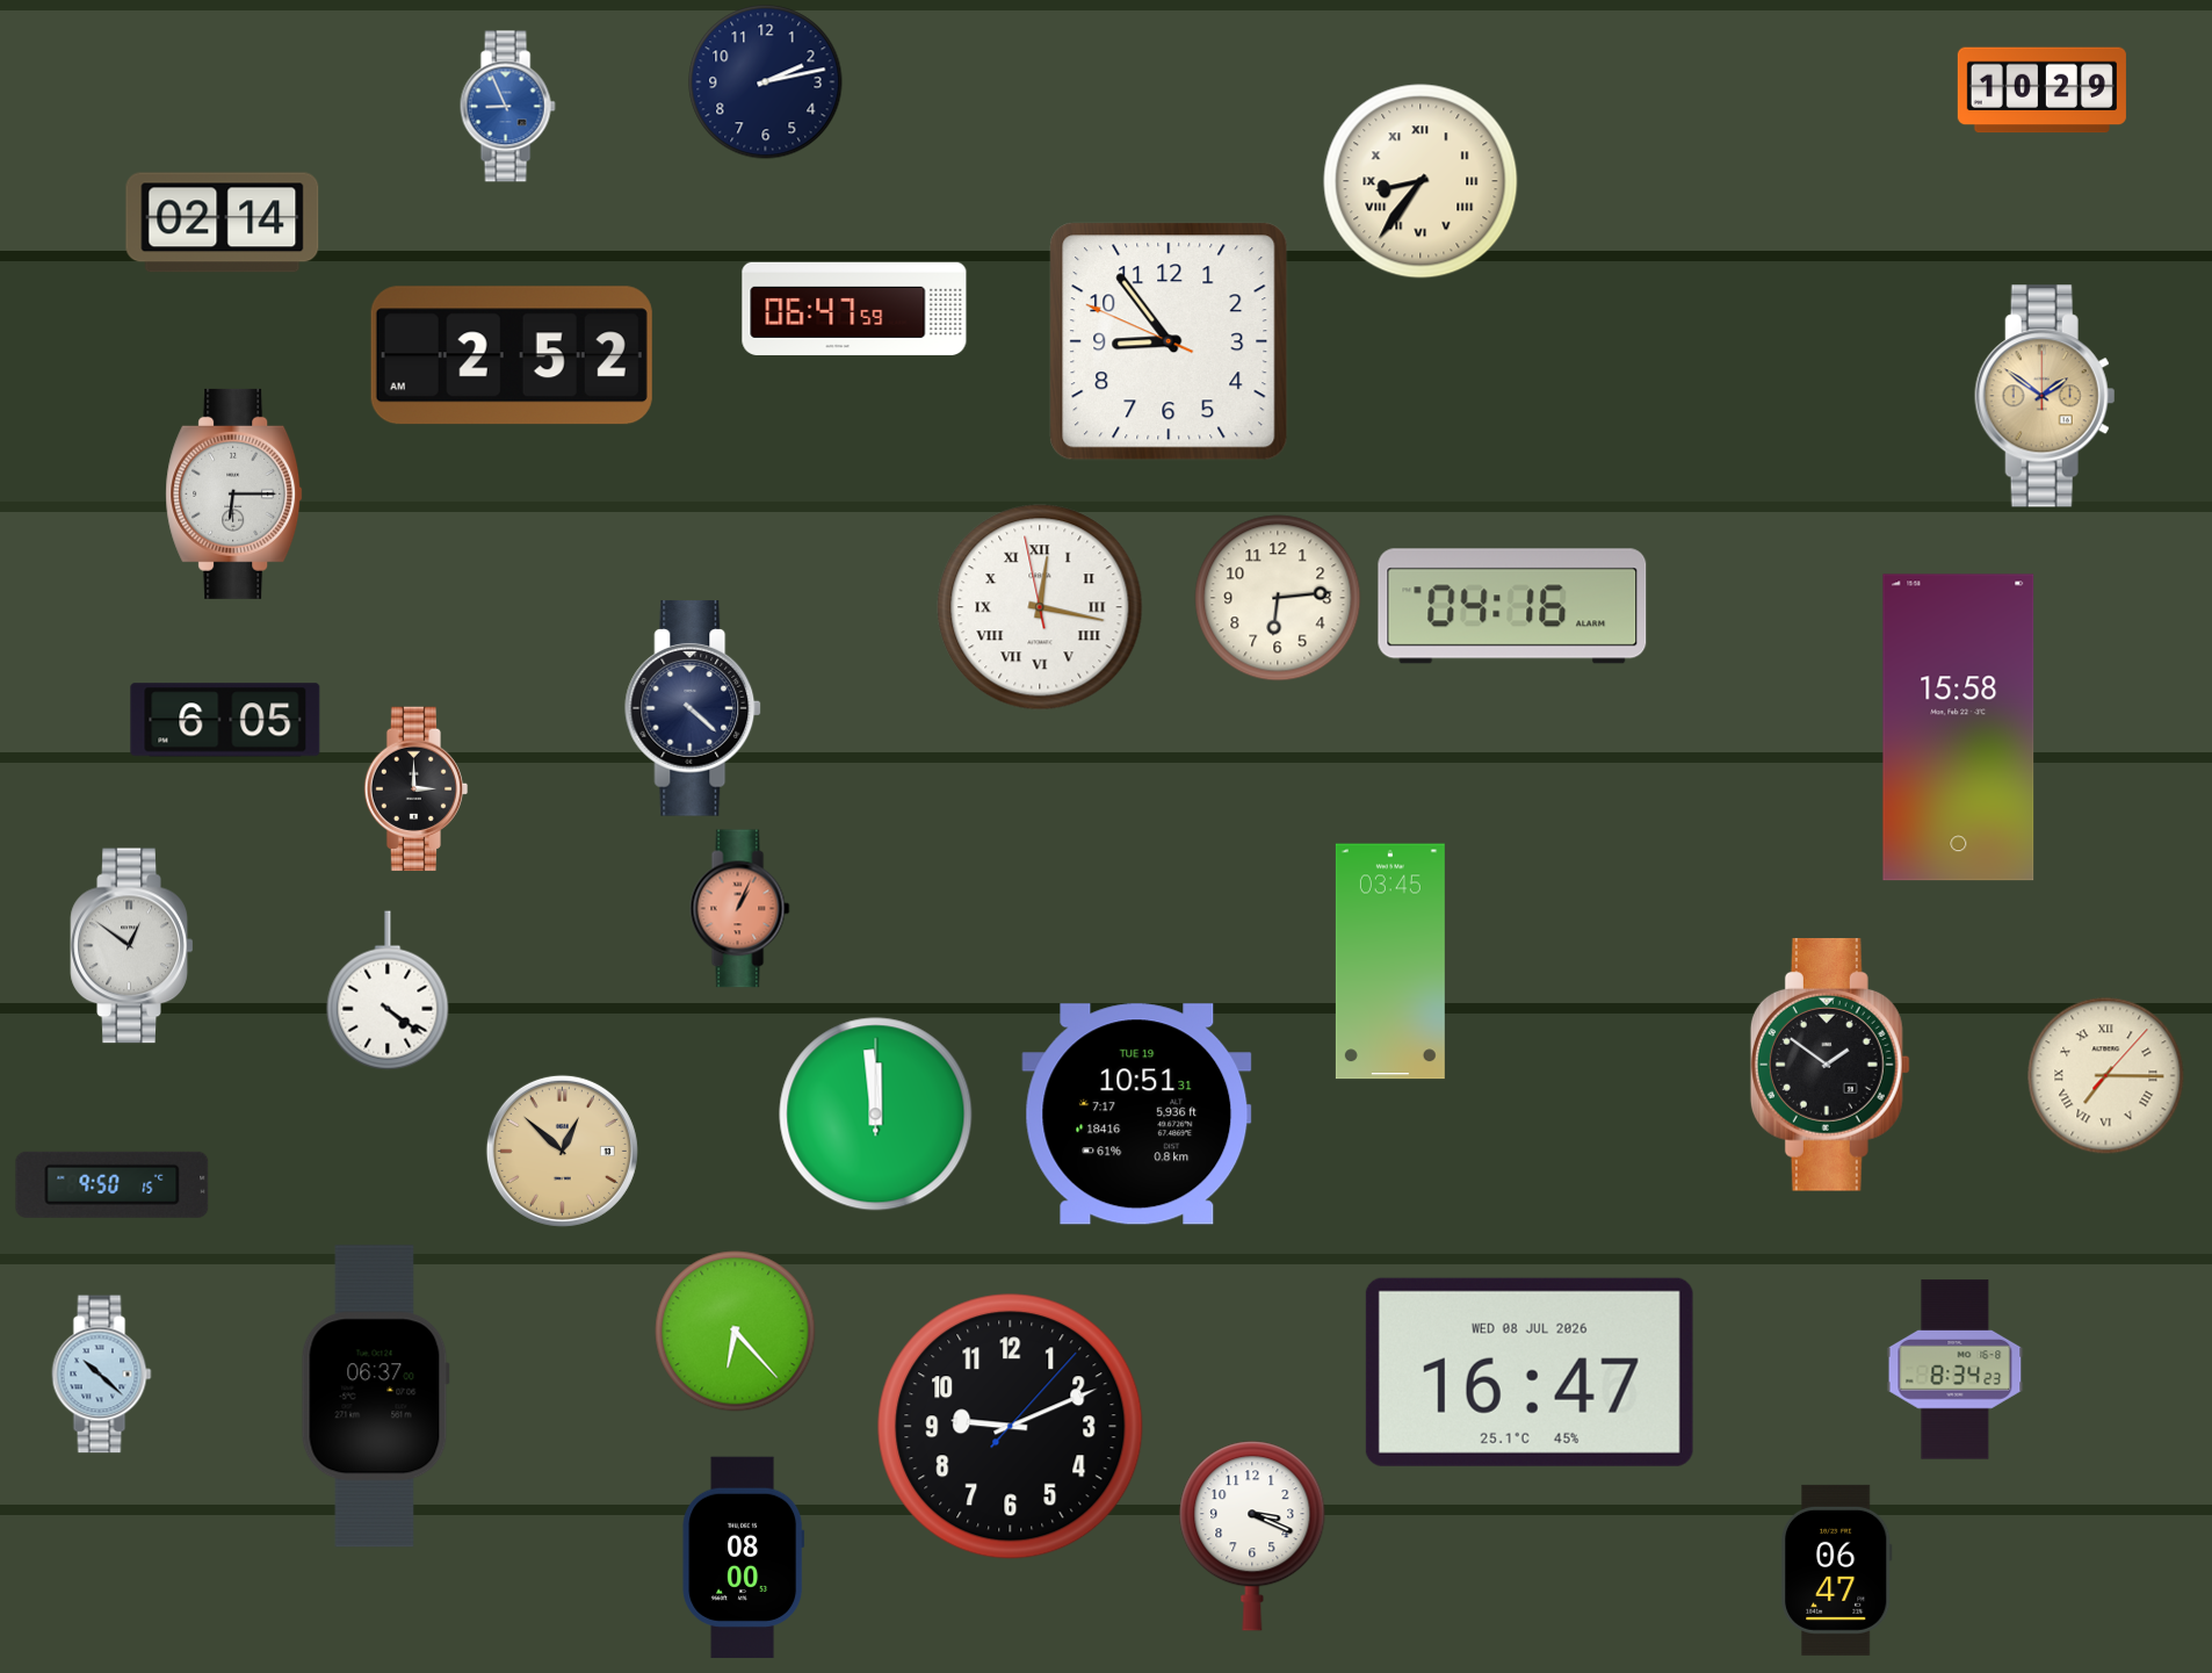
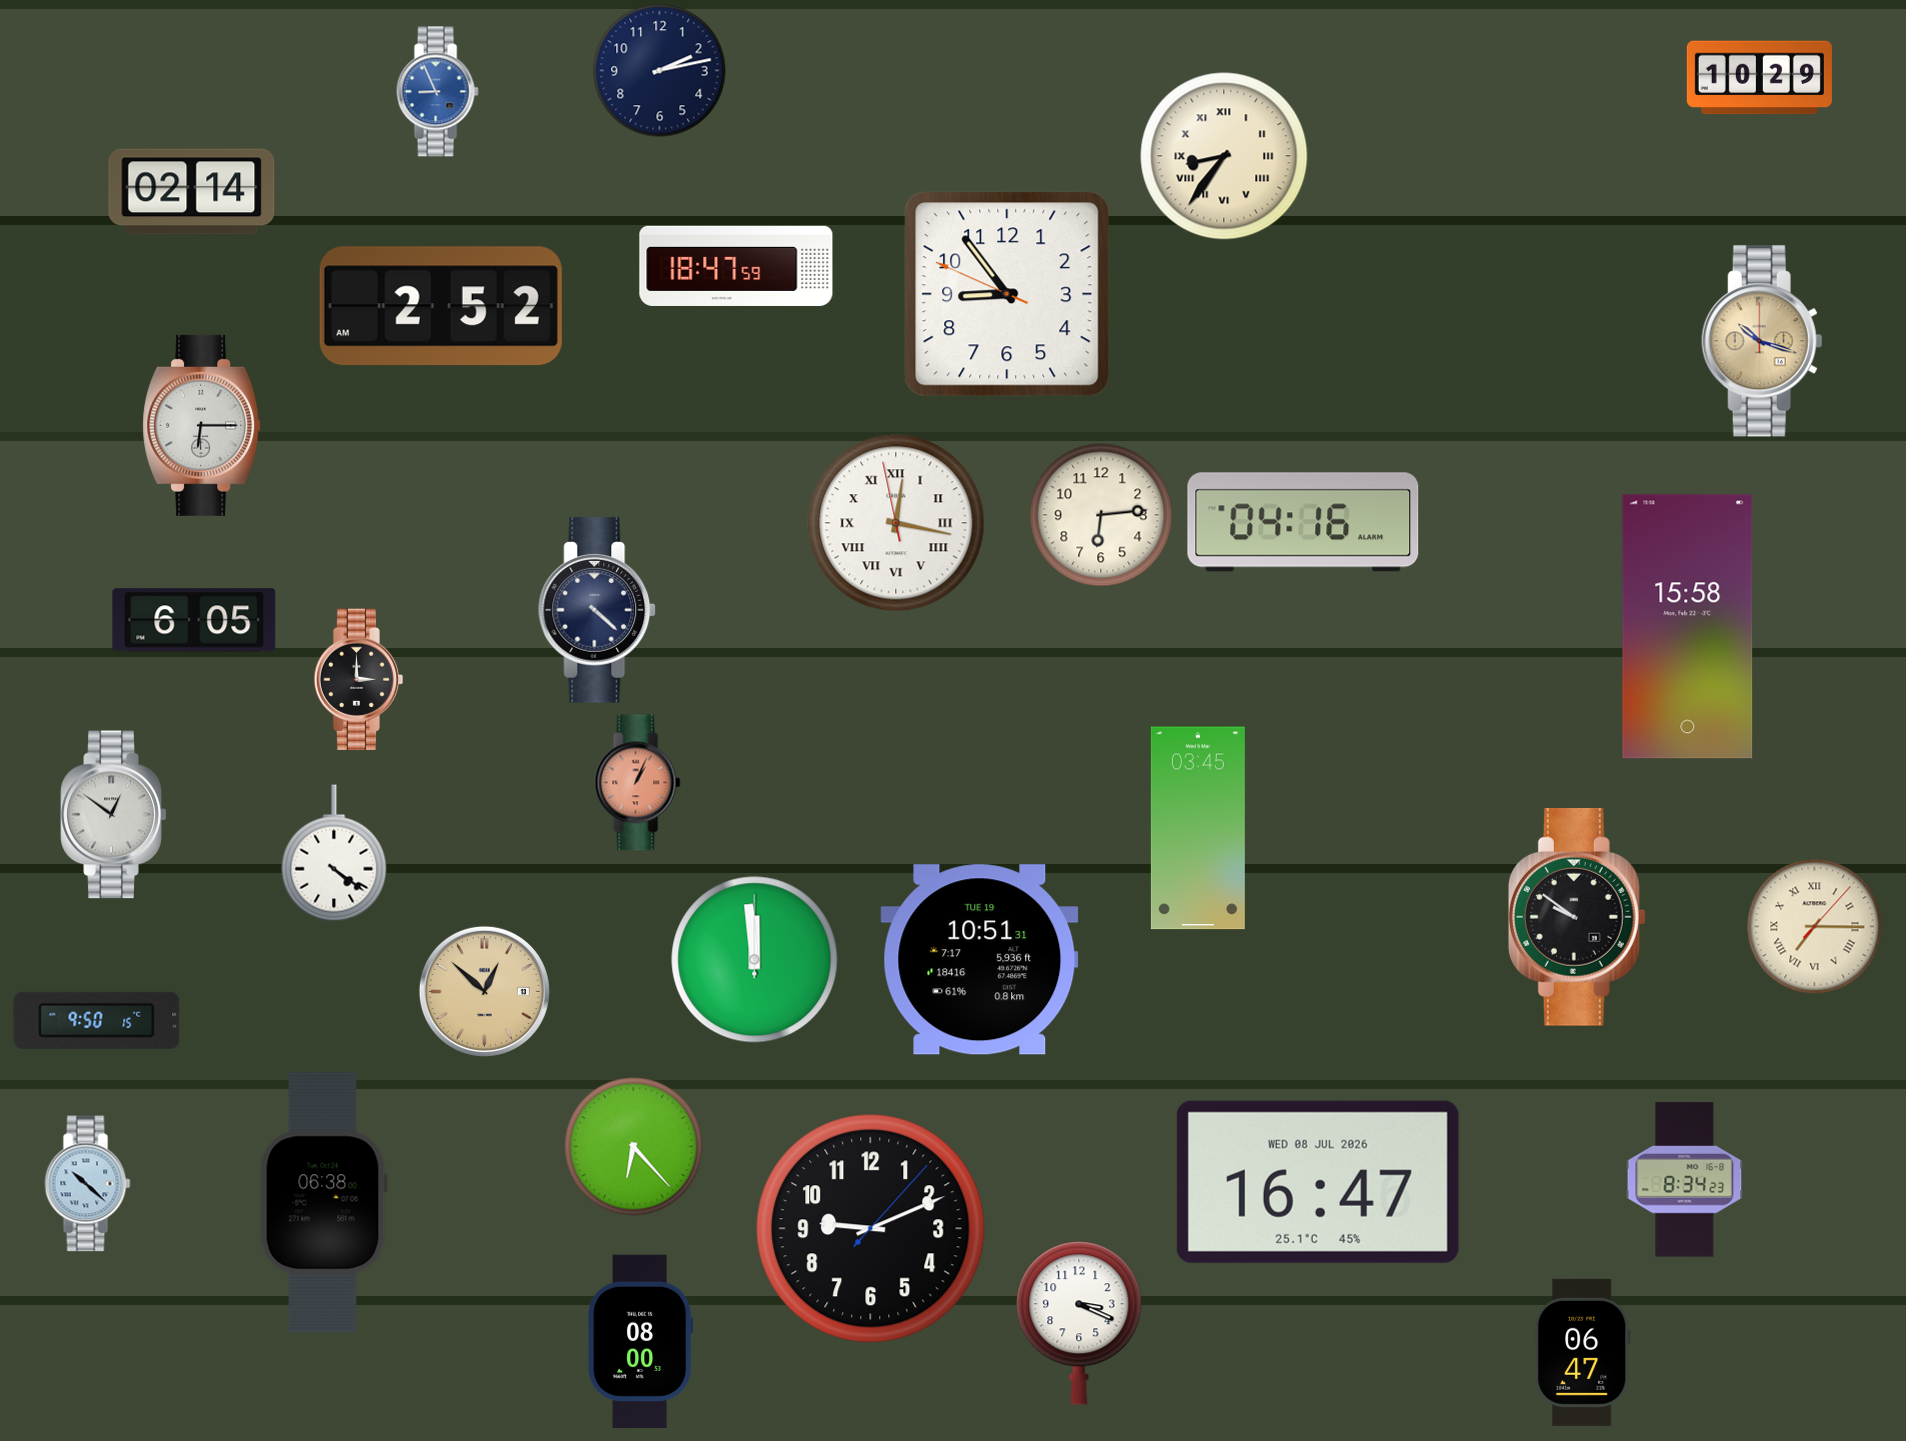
clock at (854, 309): 06:47 -> 18:47
clock at (2045, 396): 1:51 -> 10:18
clock at (1830, 1065): 1:51 -> 9:51
clock at (375, 1397): 06:37 -> 06:38
